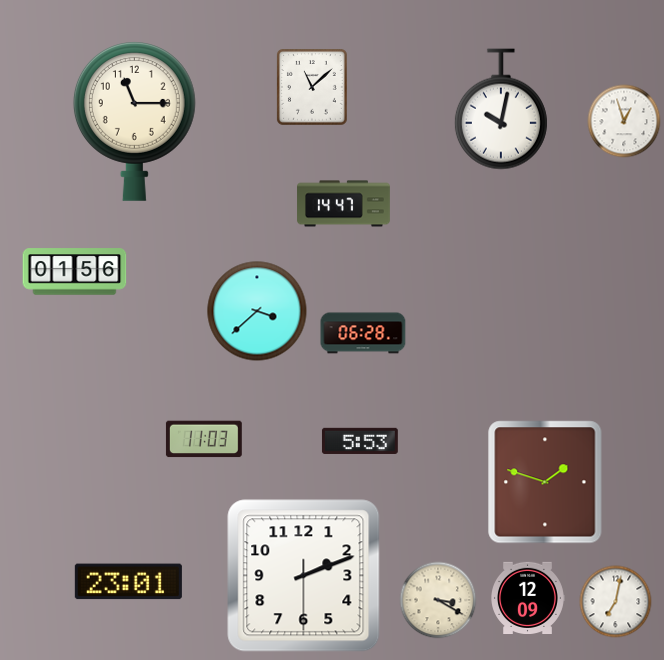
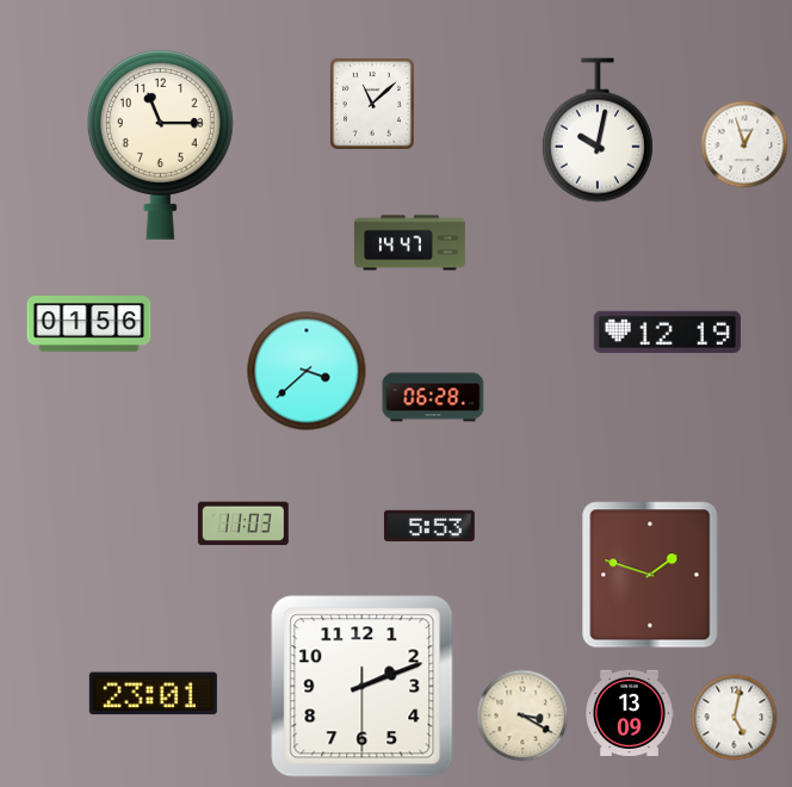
clock at (667, 331): none -> 12:19
clock at (528, 597): 12:09 -> 13:09
clock at (616, 602): 7:02 -> 5:02
